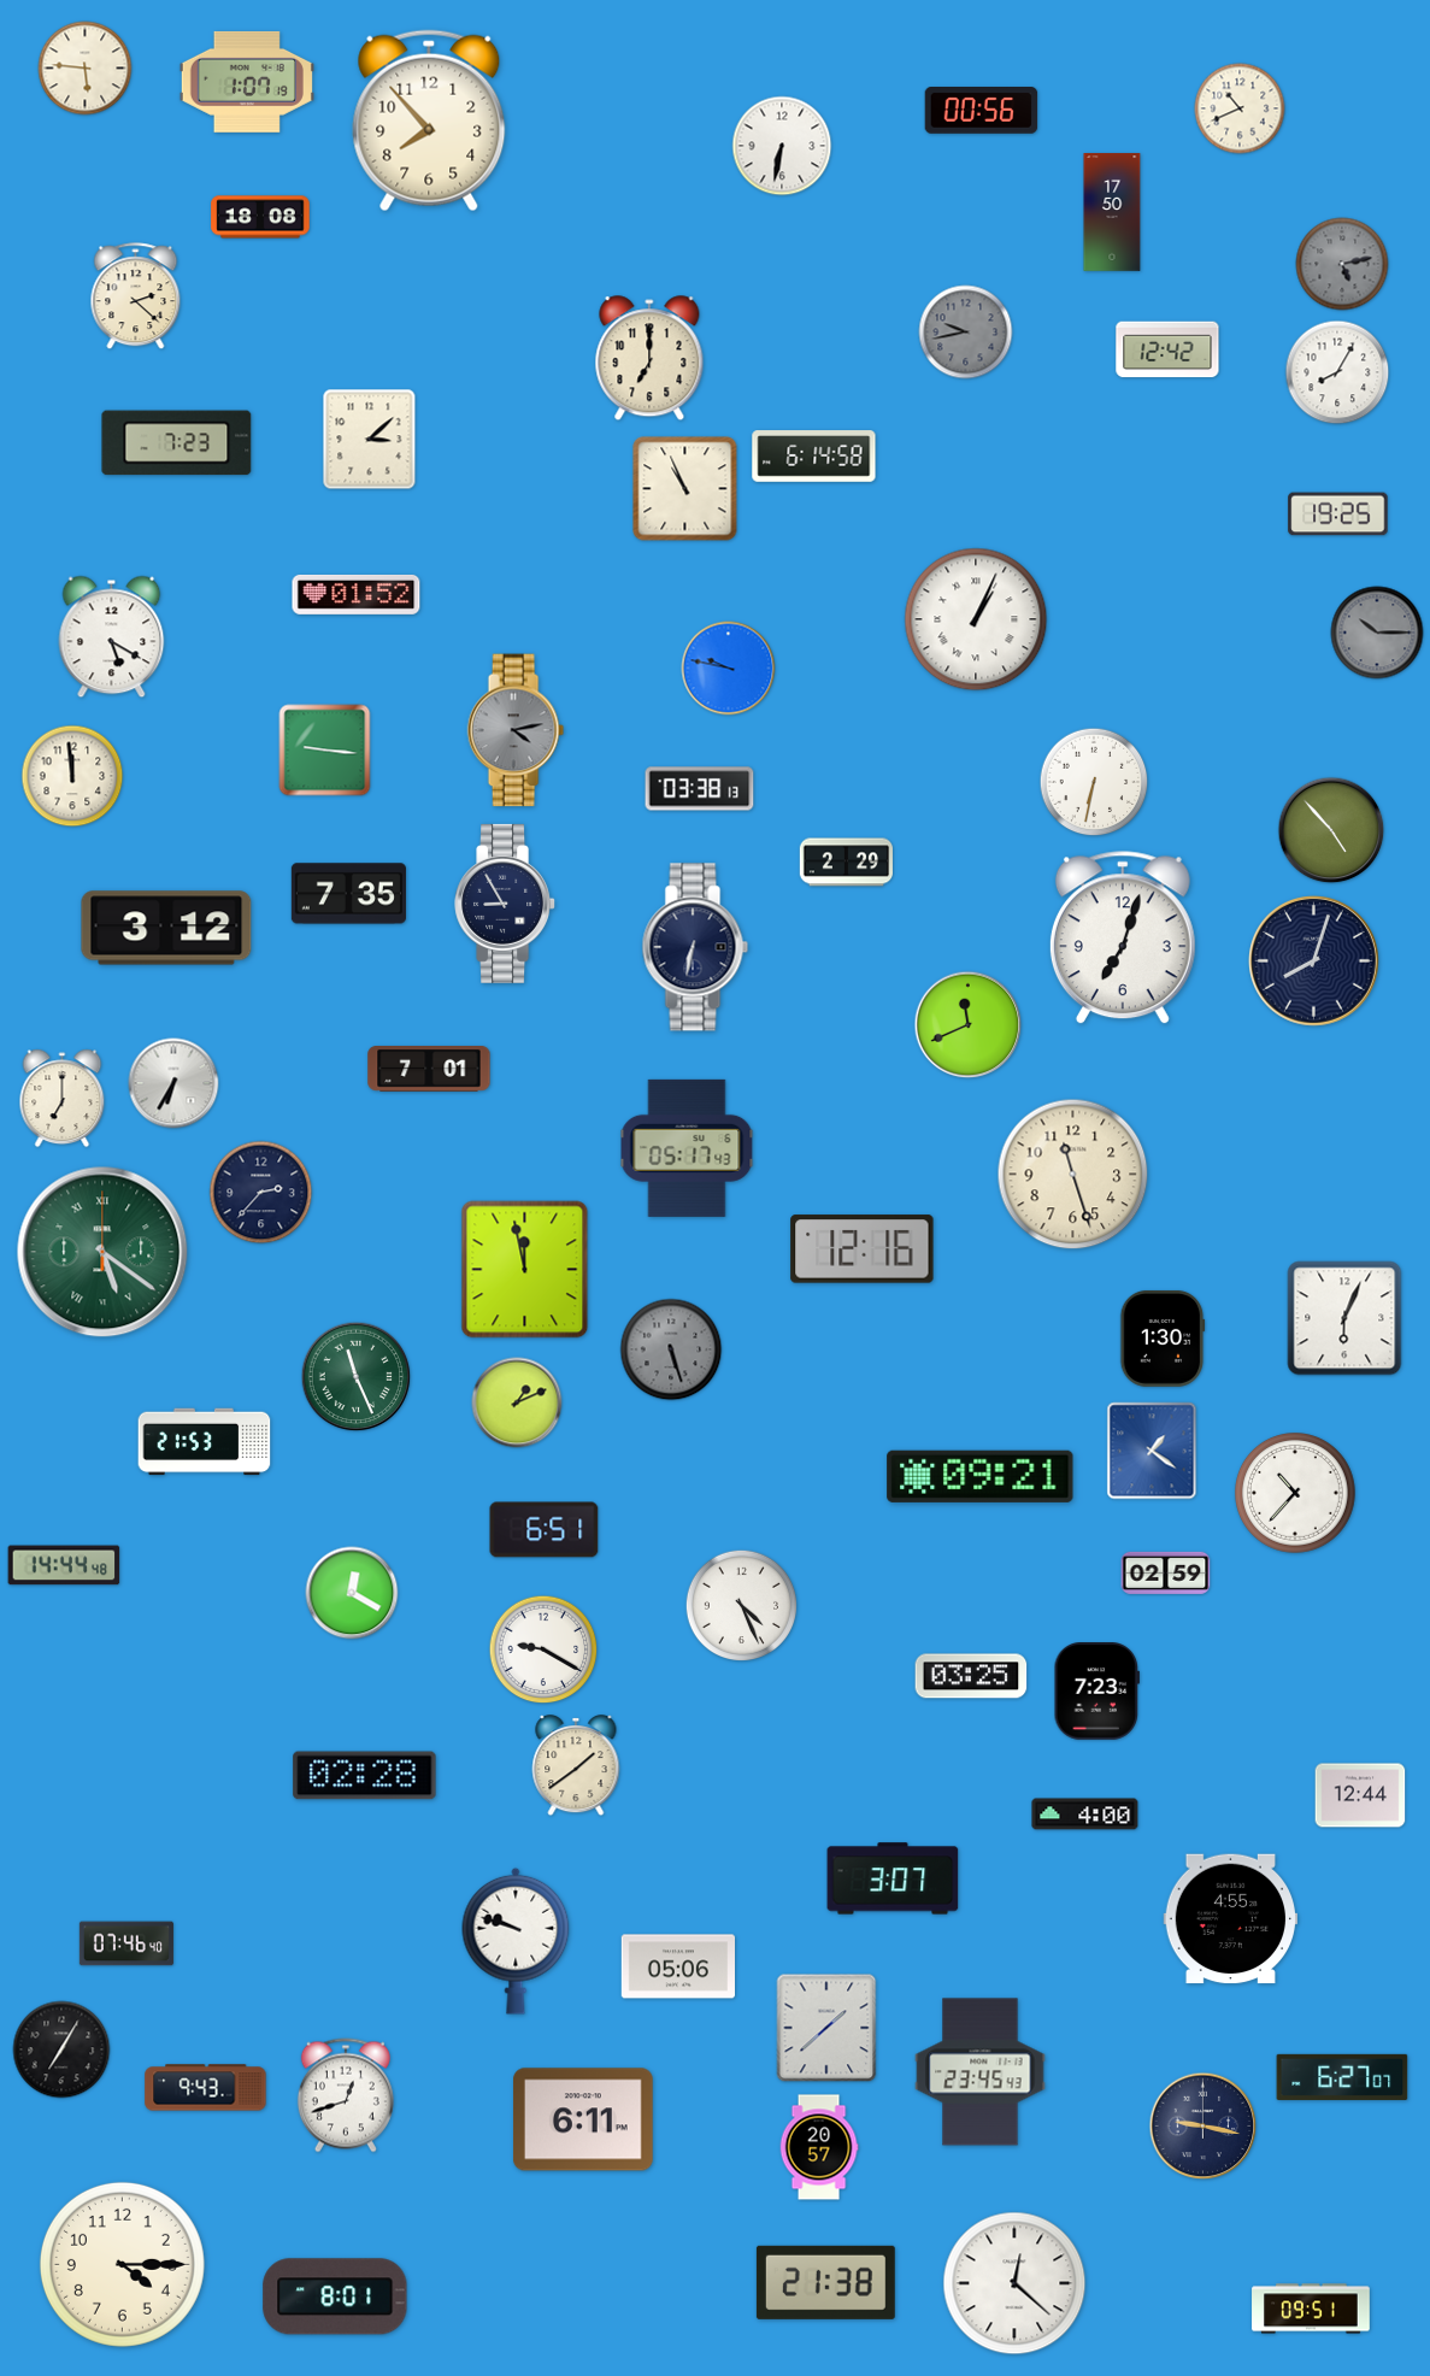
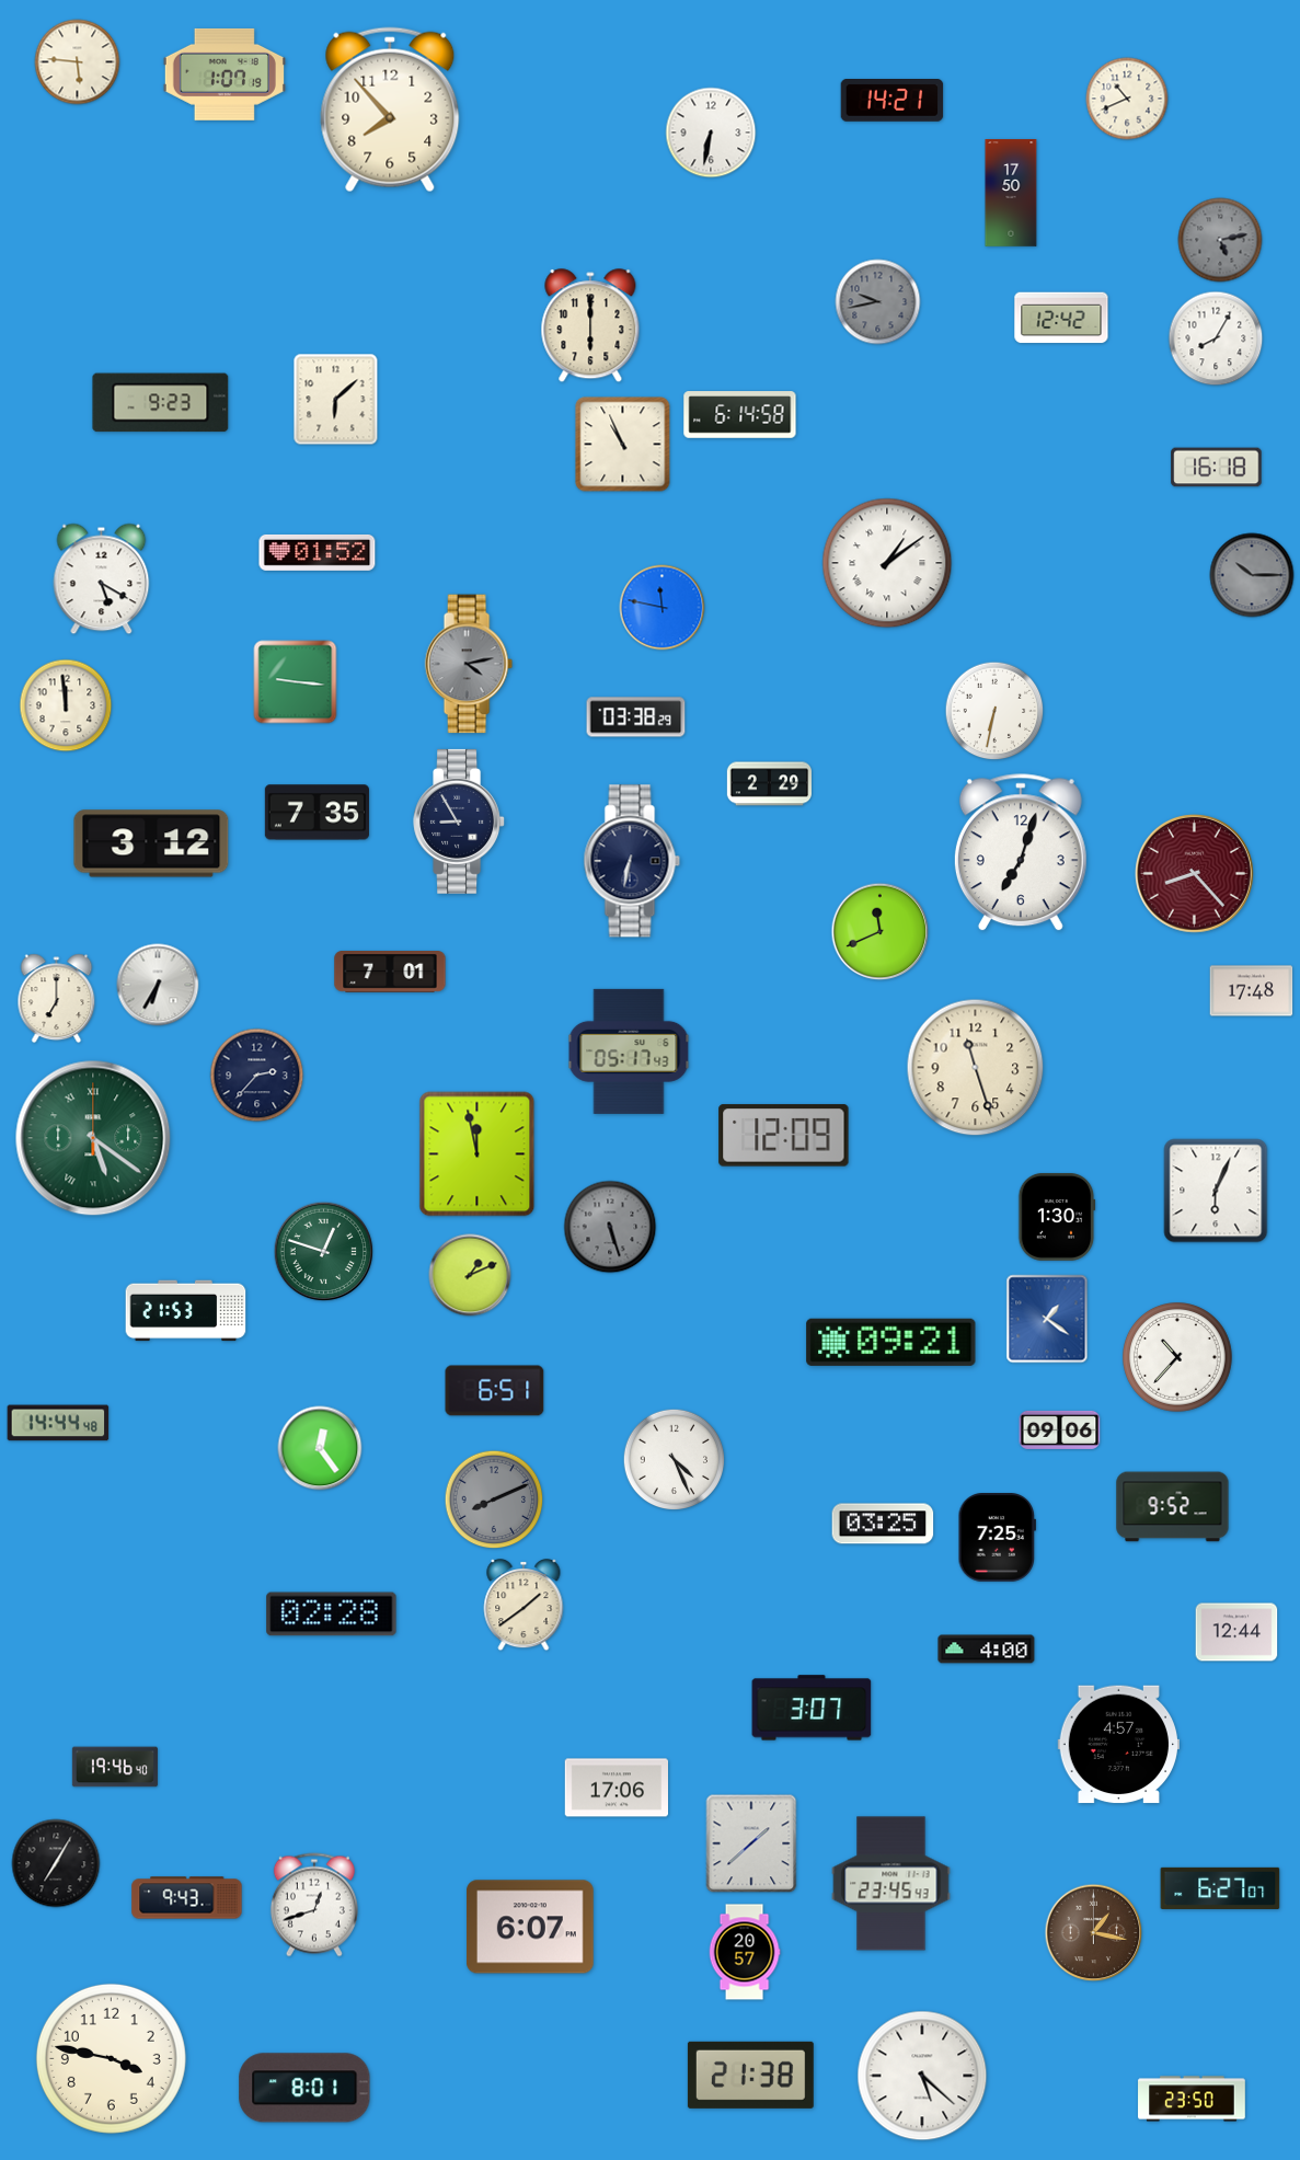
clock at (982, 111): 00:56 -> 14:21
clock at (260, 217): 18:08 -> none
clock at (136, 296): 2:22 -> none
clock at (649, 359): 7:00 -> 6:00
clock at (370, 440): 3:08 -> 6:08
clock at (177, 443): 7:23 -> 9:23
clock at (1338, 514): 19:25 -> 16:18
clock at (357, 594) position: (357, 594) -> (318, 552)
clock at (976, 619): 1:04 -> 1:09
clock at (729, 669): 9:47 -> 11:47
clock at (700, 789): 03:38:13 -> 03:38:29
clock at (1331, 830): 4:53 -> none
clock at (1313, 960): 8:03 -> 8:23
clock at (1313, 960) dial: navy -> burgundy
clock at (1252, 991): none -> 17:48
clock at (687, 1148) position: (687, 1148) -> (629, 1052)
clock at (261, 1193) position: (261, 1193) -> (257, 1076)
clock at (863, 1249): 12:16 -> 12:09
clock at (1344, 1318) position: (1344, 1318) -> (1216, 1191)
clock at (357, 1377): 11:26 -> 12:48
clock at (1166, 1572): 02:59 -> 09:06
clock at (352, 1593): 12:20 -> 12:24
clock at (543, 1649): 9:20 -> 8:11
clock at (543, 1649) dial: white -> grey
clock at (1173, 1507): none -> 9:52
clock at (1097, 1692): 7:23 -> 7:25
clock at (1230, 1919): 4:55 -> 4:57
clock at (516, 1941): 9:48 -> none
clock at (126, 1943): 07:46 -> 19:46
clock at (677, 1966): 05:06 -> 17:06
clock at (584, 2119): 6:11 -> 6:07
clock at (1204, 2127): 9:17 -> 1:17
clock at (1204, 2127) dial: navy -> brown
clock at (122, 2264): 4:15 -> 3:47
clock at (1014, 2283): 12:22 -> 5:22
clock at (1311, 2309): 09:51 -> 23:50
